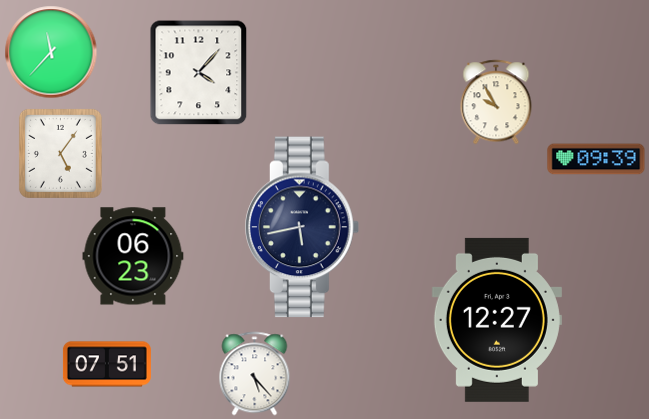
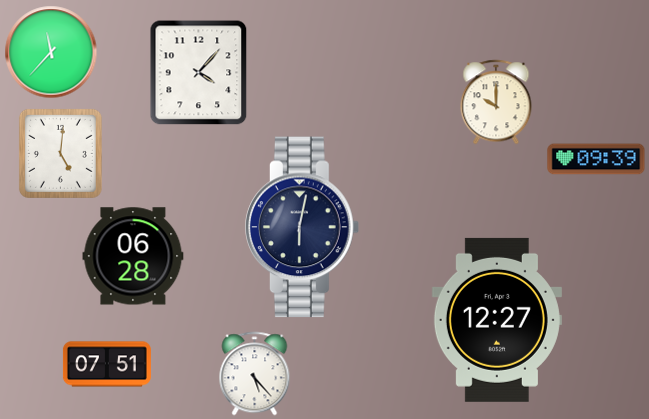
clock at (496, 102): 9:55 -> 10:00
clock at (60, 153): 5:06 -> 5:01
clock at (303, 227): 5:43 -> 6:02
clock at (133, 256): 06:23 -> 06:28
